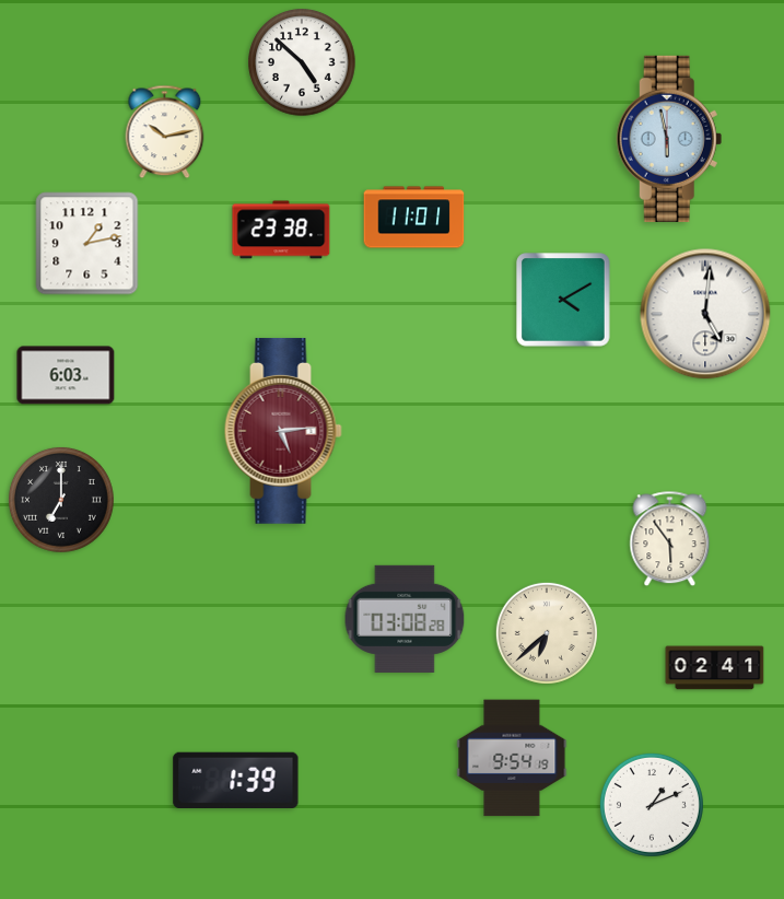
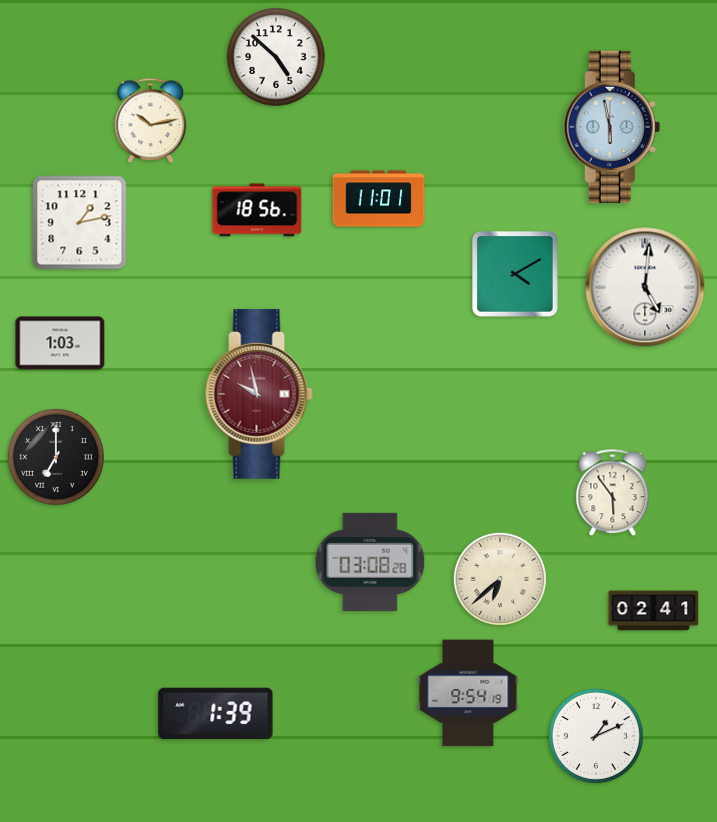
clock at (281, 230): 23:38 -> 18:56
clock at (66, 375): 6:03 -> 1:03
clock at (283, 431): 5:14 -> 9:58
clock at (405, 619) position: (405, 619) -> (370, 562)
